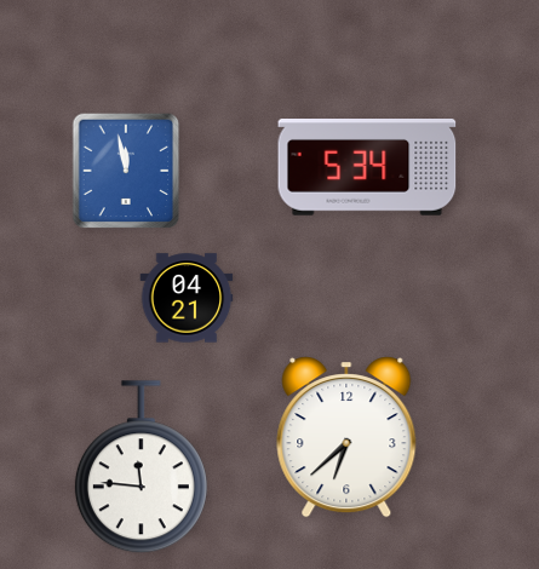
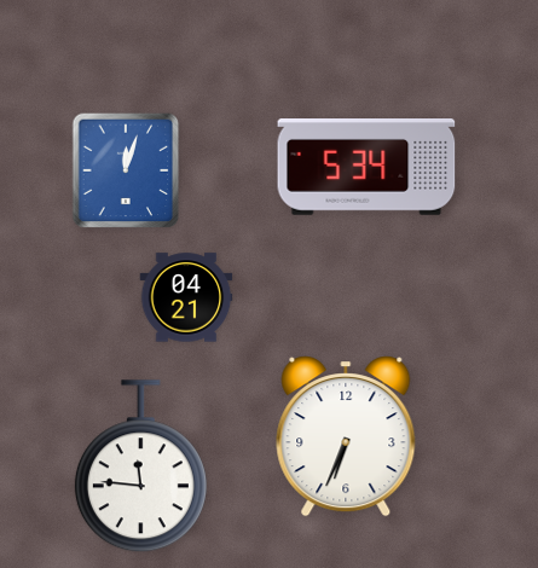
clock at (126, 171): 11:58 -> 12:03
clock at (346, 437): 6:38 -> 6:34
